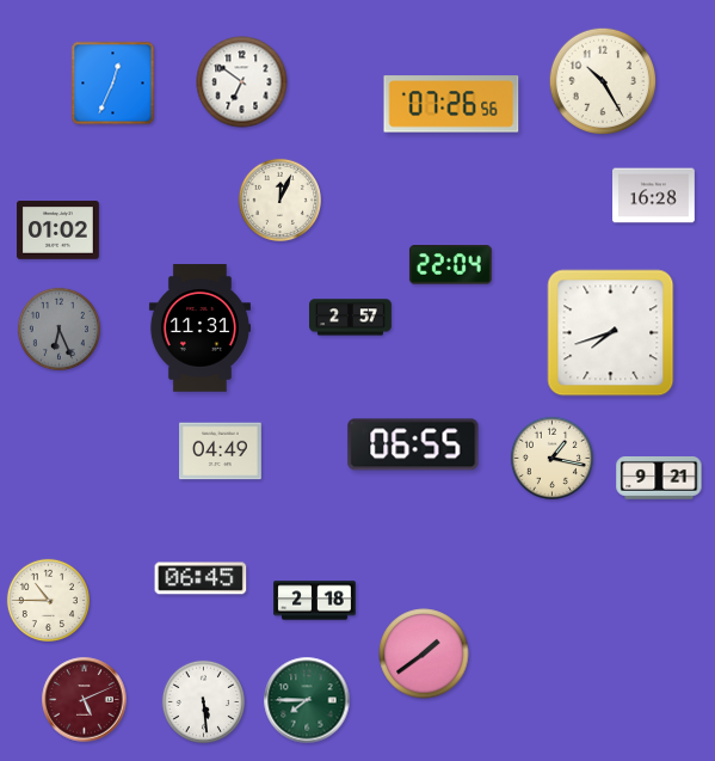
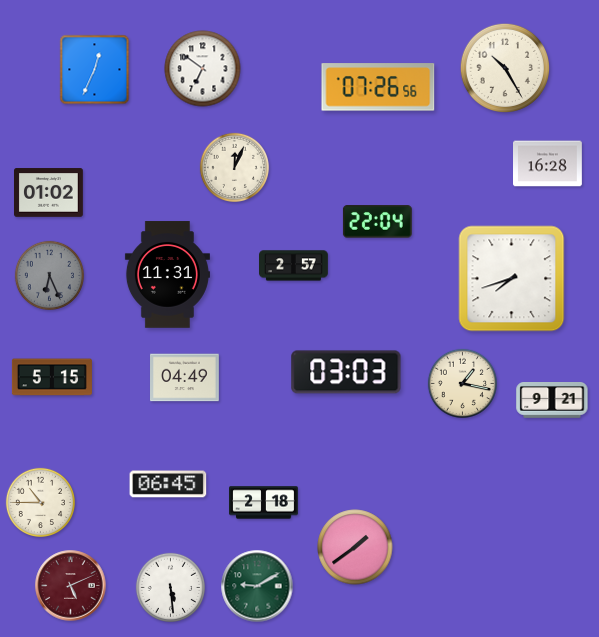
clock at (413, 444): 06:55 -> 03:03
clock at (52, 377): none -> 5:15
clock at (307, 700): 7:45 -> 9:10
